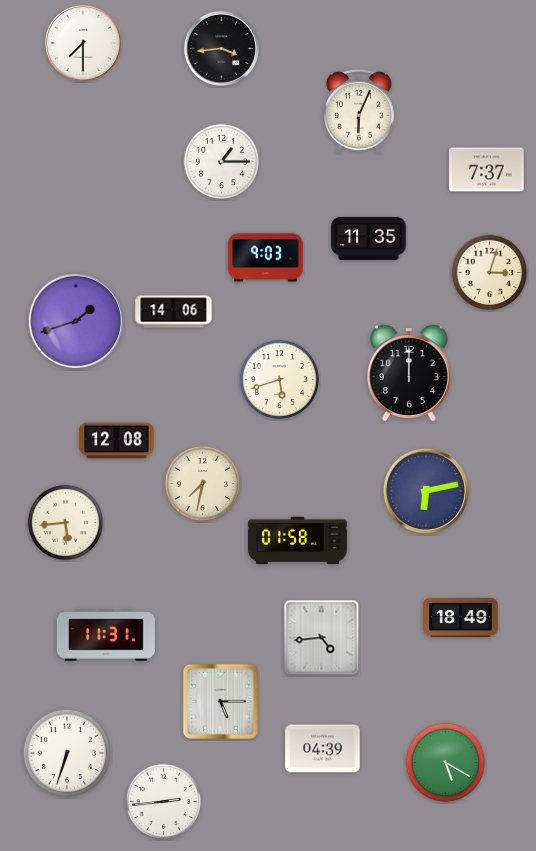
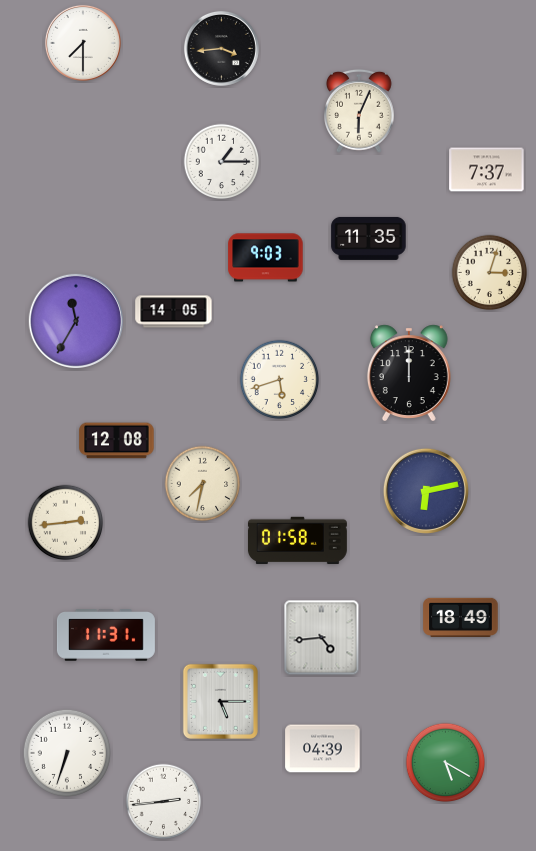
clock at (174, 312): 14:06 -> 14:05
clock at (75, 320): 1:42 -> 11:35
clock at (66, 523): 5:44 -> 2:44
